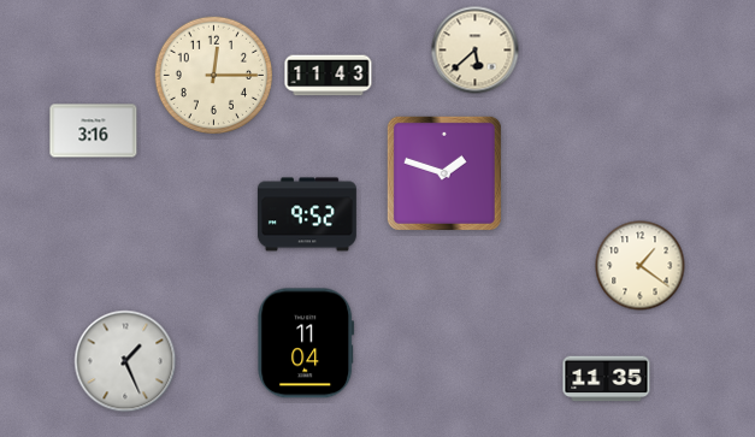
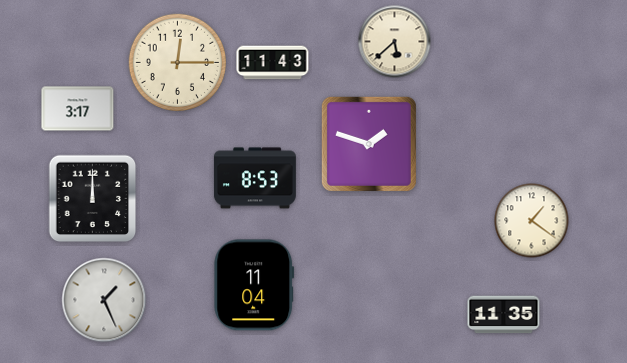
clock at (94, 131): 3:16 -> 3:17
clock at (307, 214): 9:52 -> 8:53
clock at (93, 199): none -> 12:00
